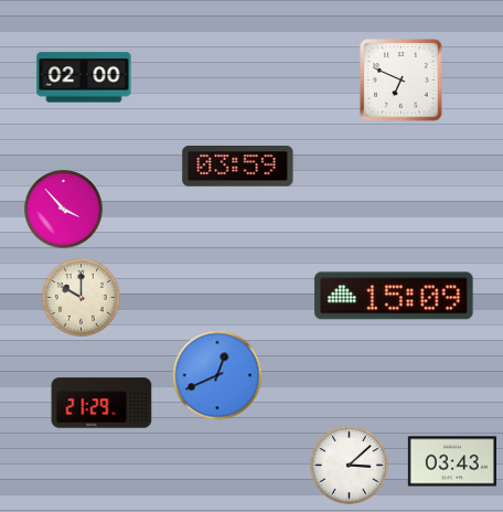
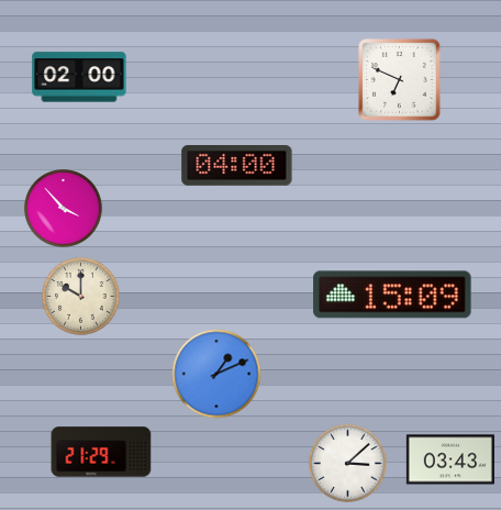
clock at (84, 77) position: (84, 77) -> (79, 77)
clock at (238, 167): 03:59 -> 04:00
clock at (217, 375): 12:41 -> 1:11
clock at (101, 403) position: (101, 403) -> (101, 452)
